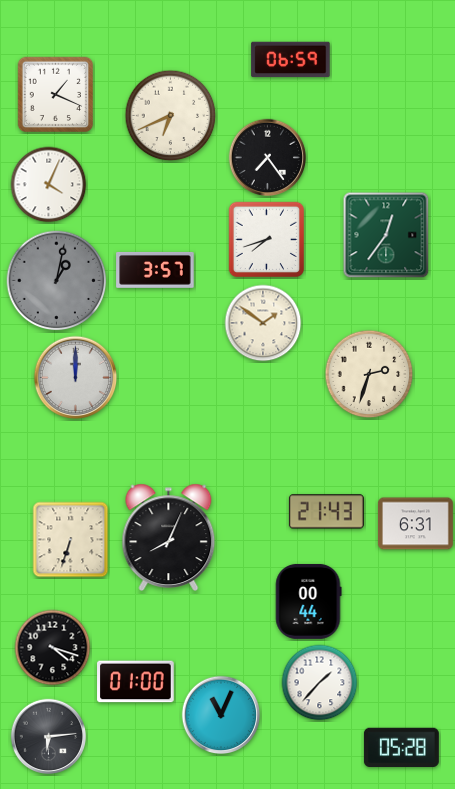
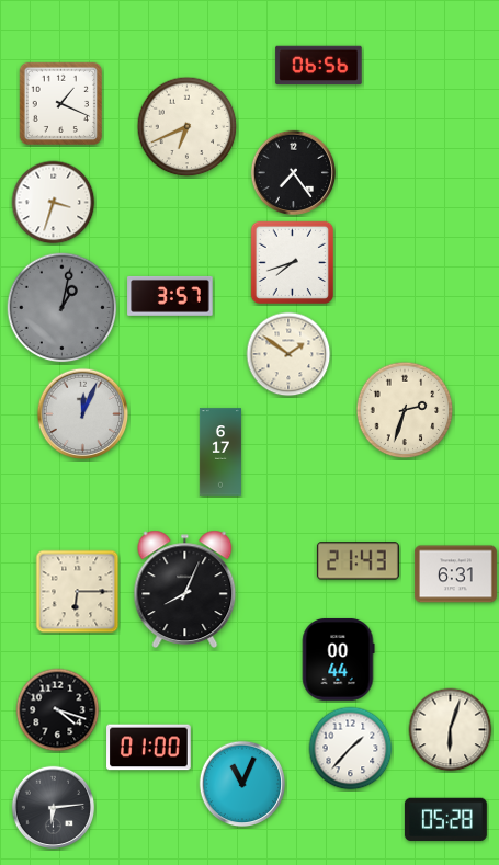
clock at (291, 60): 06:59 -> 06:56
clock at (49, 185): 4:04 -> 3:33
clock at (386, 235): 12:36 -> none
clock at (76, 378): 12:00 -> 12:04
clock at (220, 452): none -> 6:17
clock at (71, 540): 6:33 -> 6:15
clock at (451, 730): none -> 6:03
clock at (401, 747) position: (401, 747) -> (445, 819)
